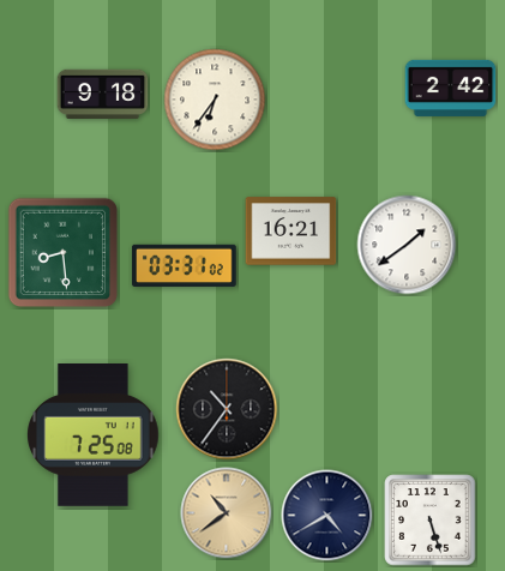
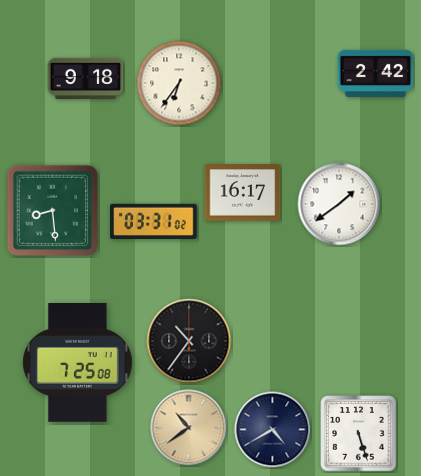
clock at (291, 232): 16:21 -> 16:17
